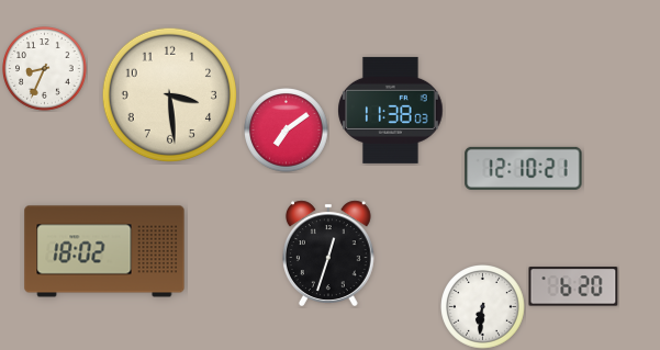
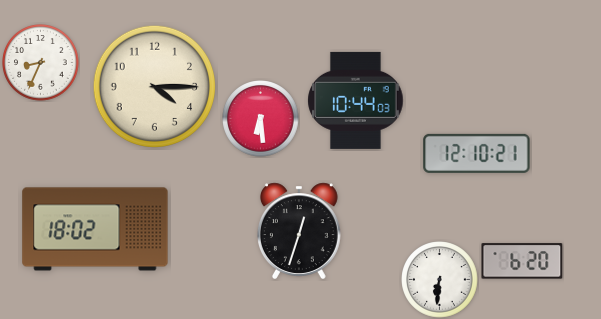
clock at (169, 94): 3:29 -> 4:15
clock at (391, 110): 11:38 -> 10:44
clock at (287, 131): 7:09 -> 6:29
